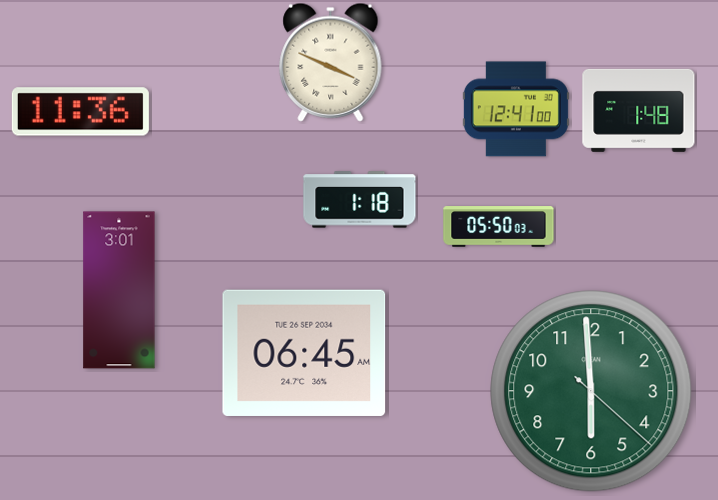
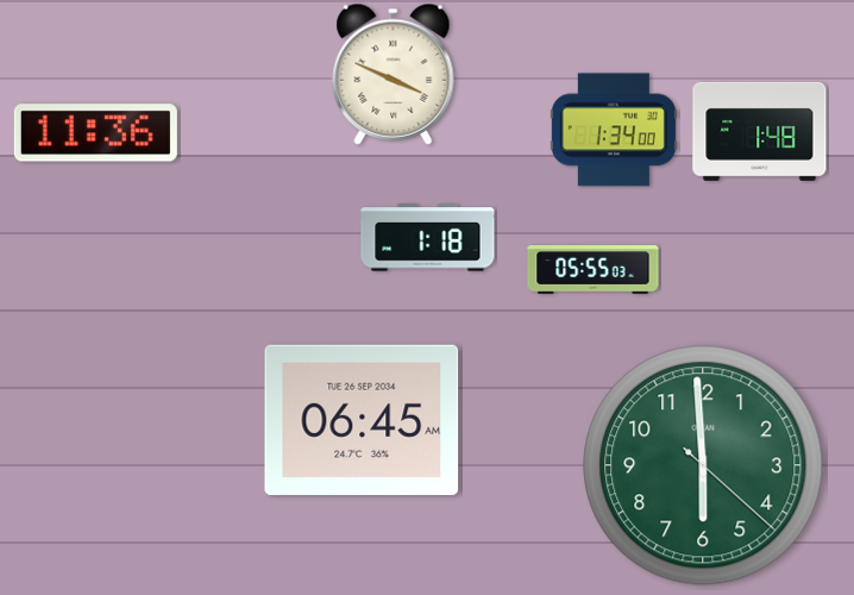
clock at (516, 109): 12:41 -> 1:34
clock at (499, 227): 05:50 -> 05:55
clock at (119, 290): 3:01 -> none
